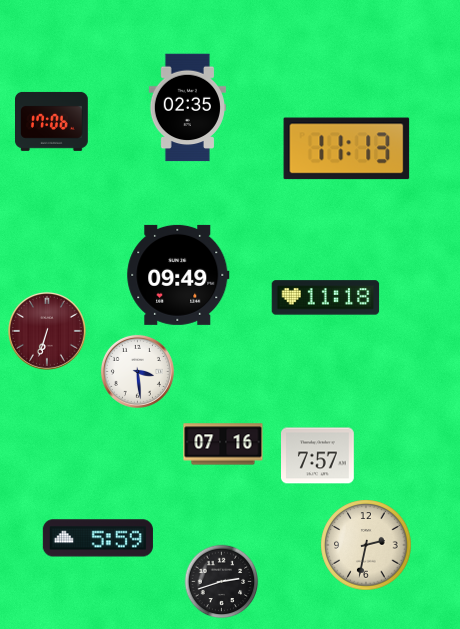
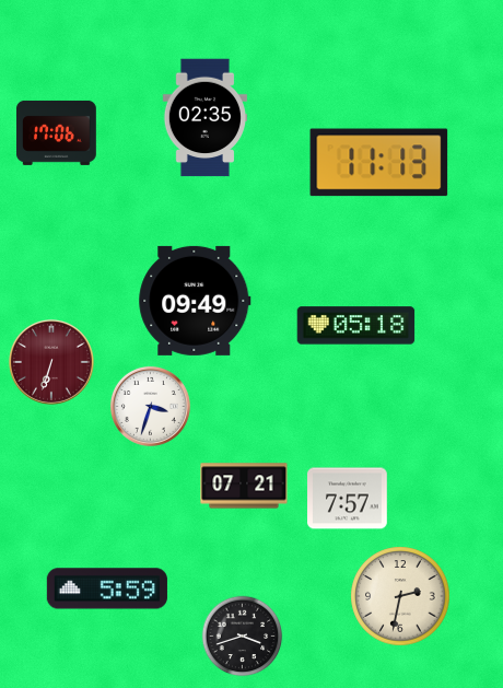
clock at (326, 298): 11:18 -> 05:18
clock at (137, 371): 3:29 -> 3:33
clock at (223, 444): 07:16 -> 07:21
clock at (222, 582): 2:42 -> 3:42
